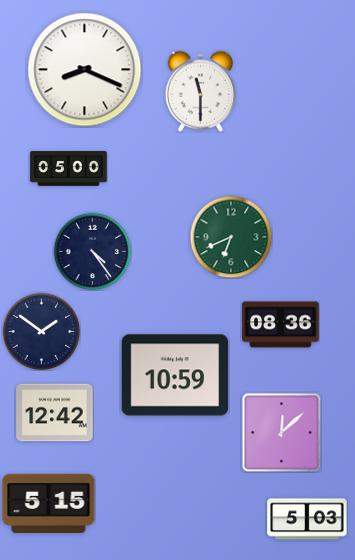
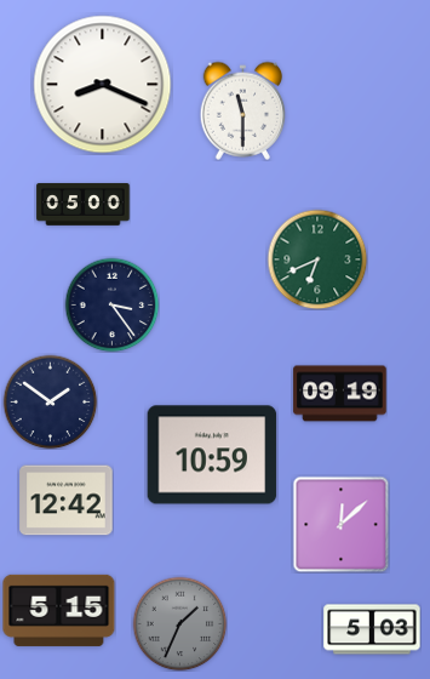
clock at (231, 237) position: (231, 237) -> (317, 259)
clock at (92, 251): 4:24 -> 3:24
clock at (281, 325): 08:36 -> 09:19
clock at (179, 623): none -> 1:34
